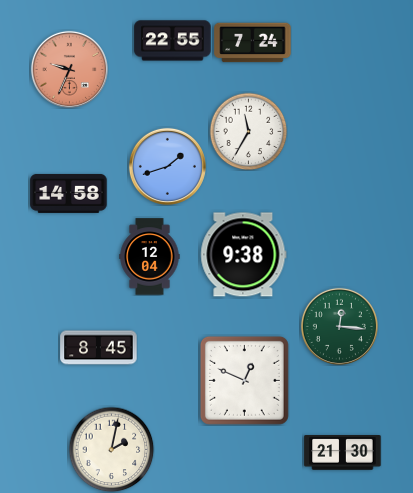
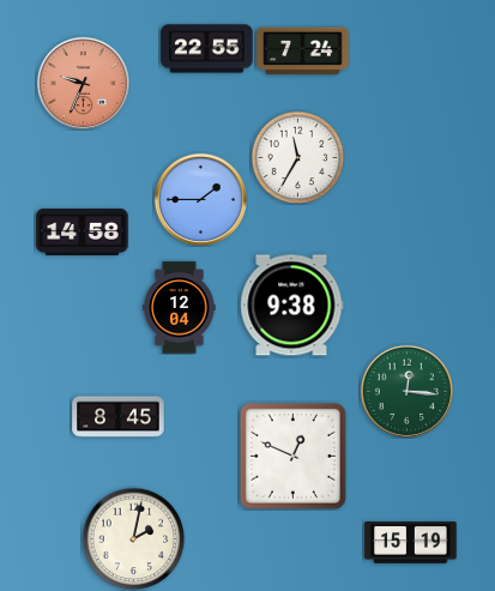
clock at (167, 166): 1:42 -> 1:45
clock at (343, 453): 21:30 -> 15:19
